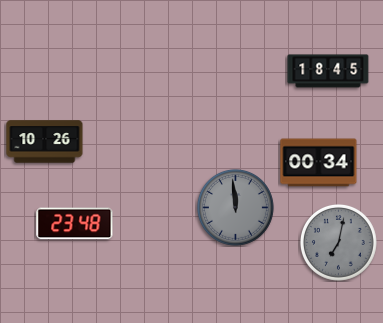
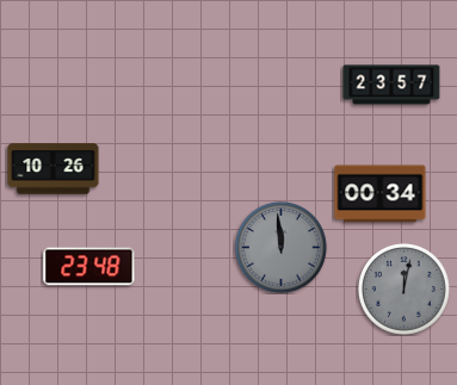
clock at (328, 71): 18:45 -> 23:57
clock at (338, 242): 7:02 -> 12:02
